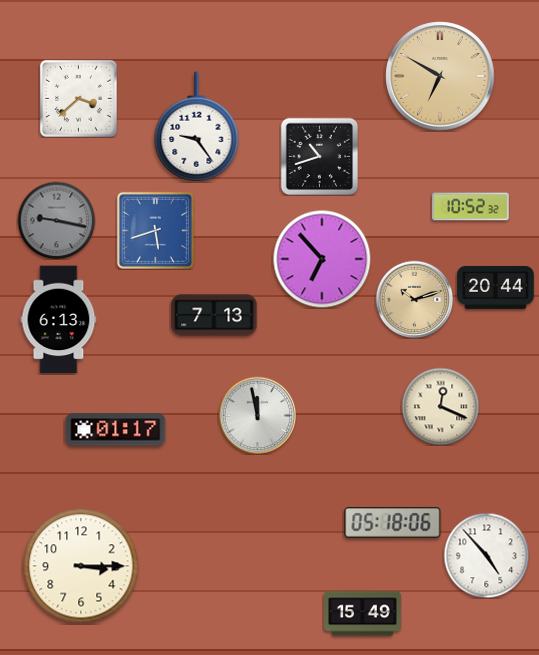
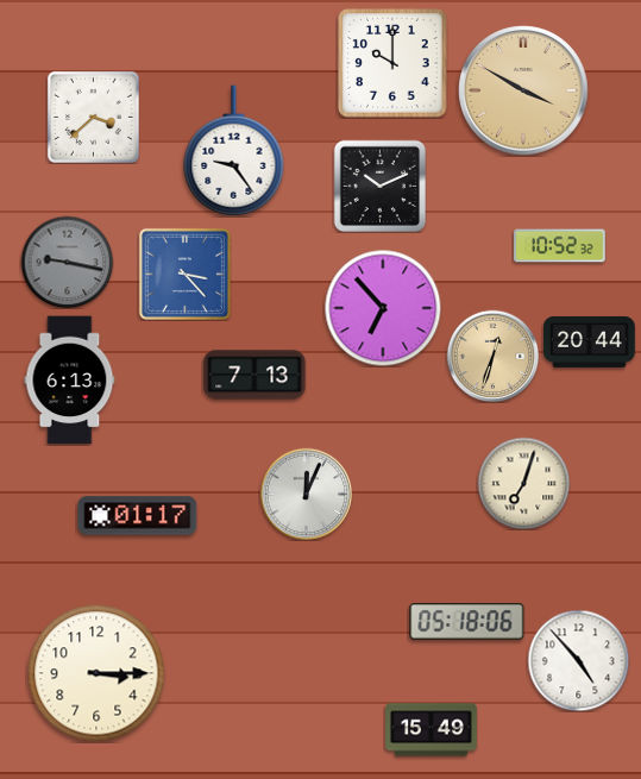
clock at (392, 63): none -> 10:00
clock at (440, 76): 6:50 -> 3:50
clock at (319, 156): 10:42 -> 10:11
clock at (155, 230): 5:42 -> 3:23
clock at (414, 299): 10:12 -> 12:33
clock at (440, 406): 12:19 -> 7:03
clock at (257, 415): 11:58 -> 12:04
clock at (116, 430) position: (116, 430) -> (138, 516)
